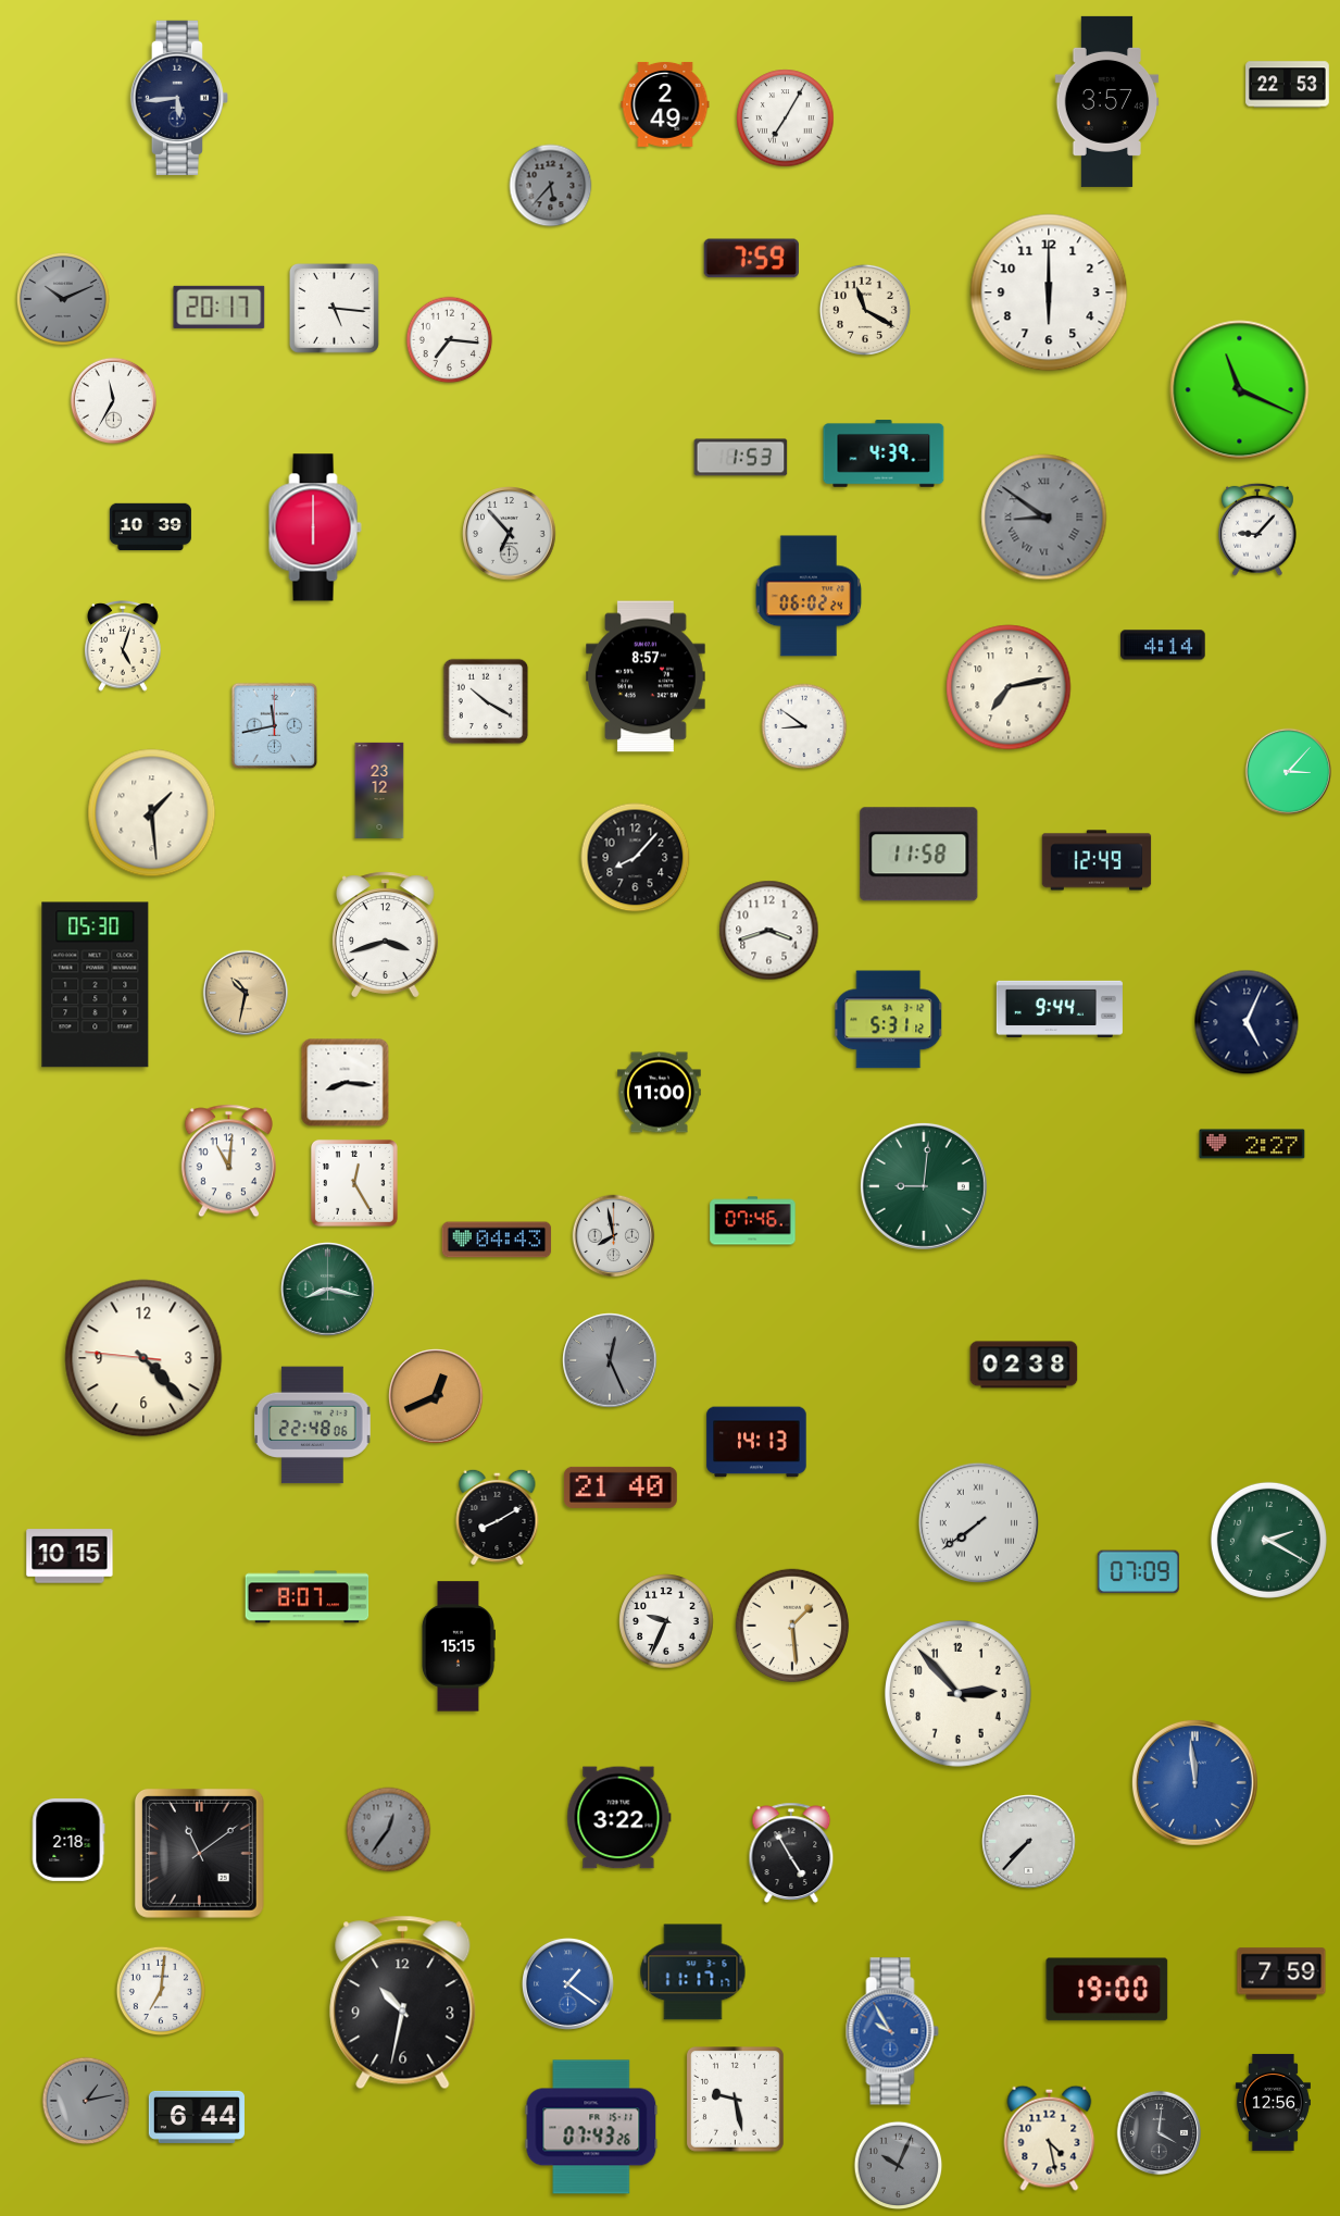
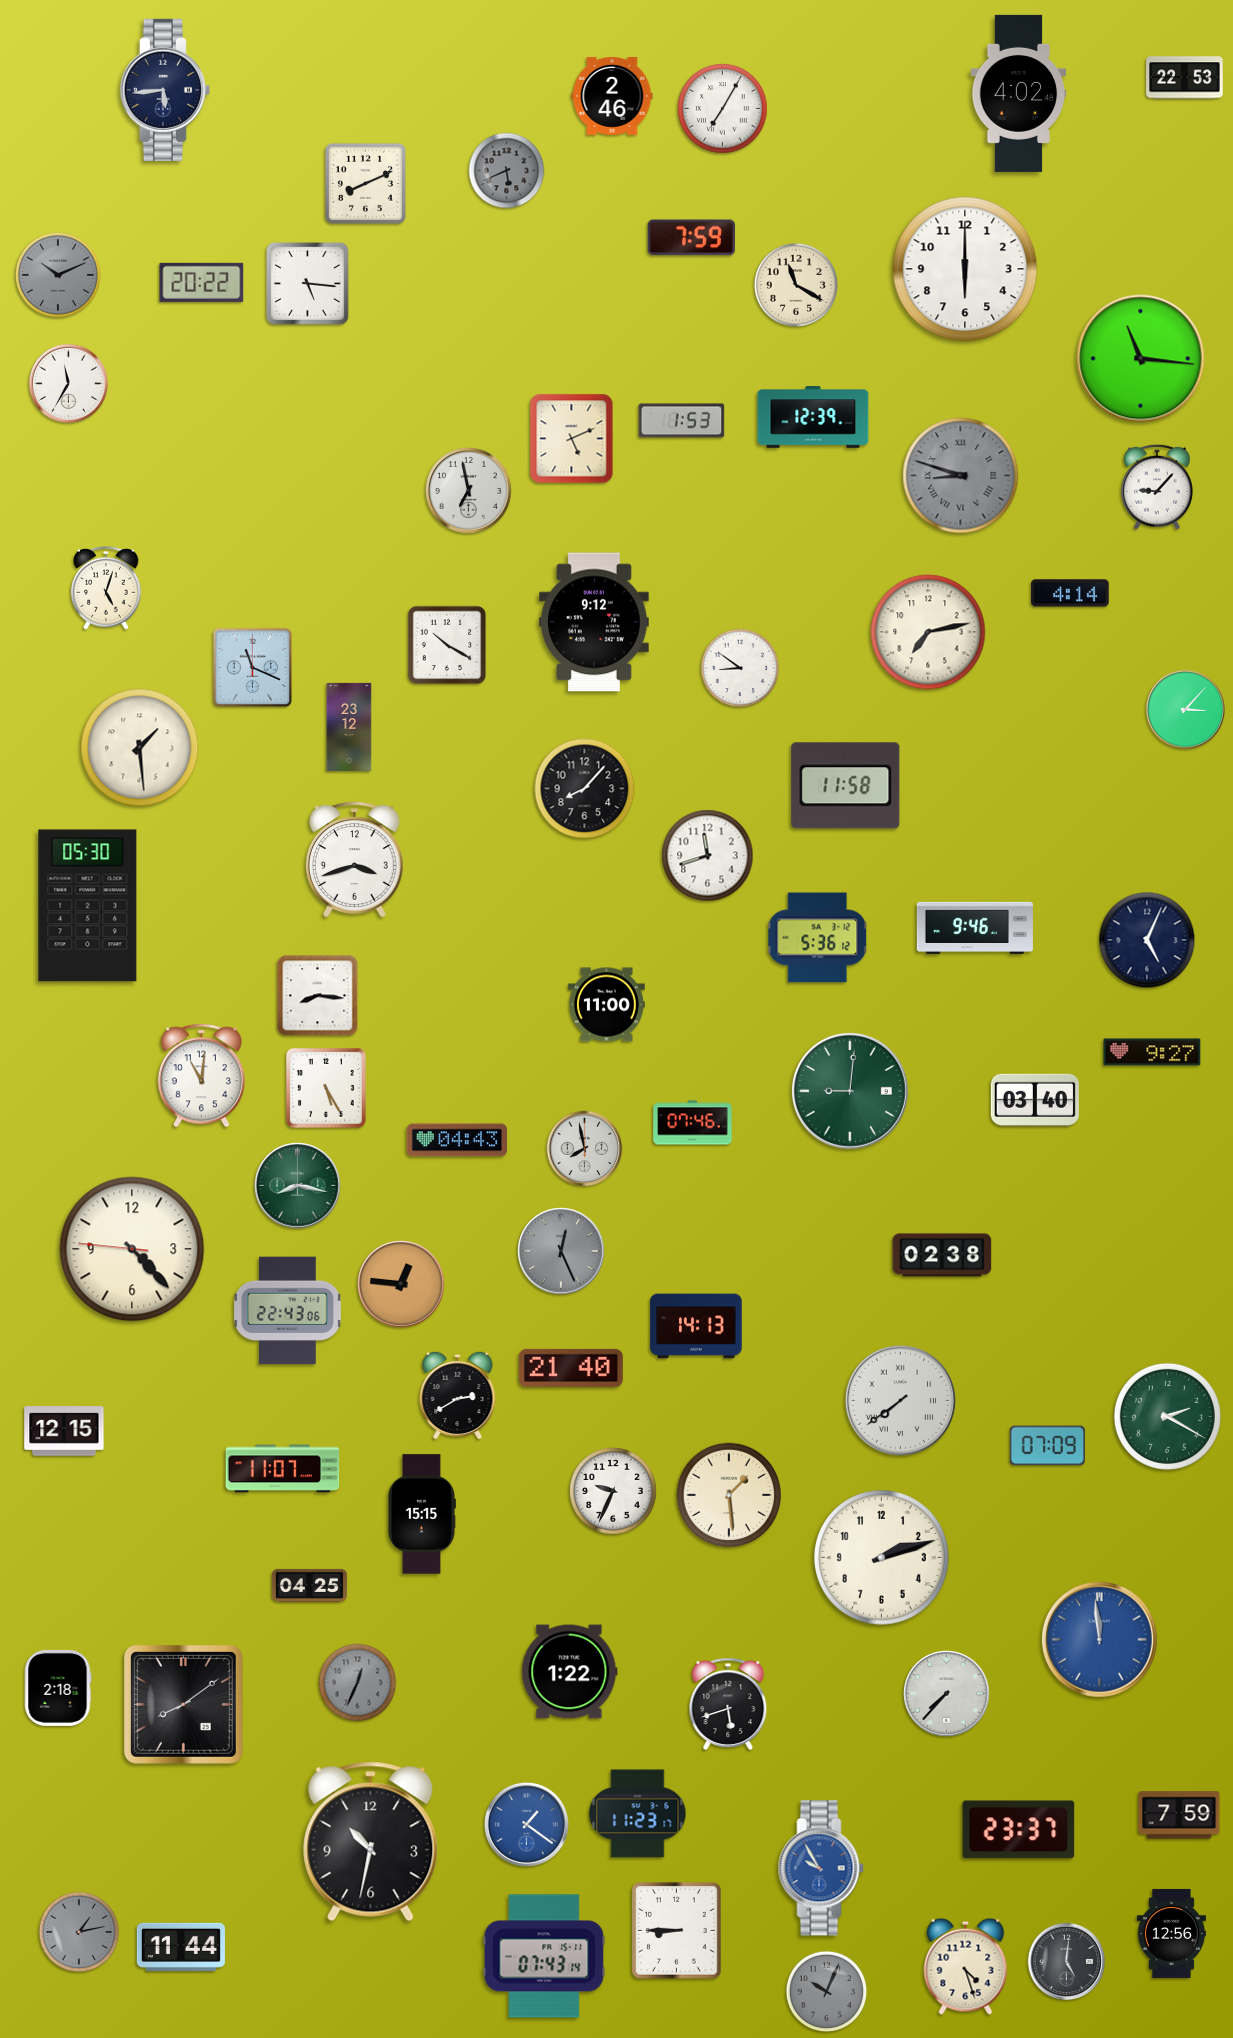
clock at (1107, 101): 3:57 -> 4:02
clock at (665, 104): 2:49 -> 2:46
clock at (551, 186): 5:37 -> 5:41
clock at (365, 183): none -> 8:11
clock at (220, 307): 20:17 -> 20:22
clock at (450, 340): 7:16 -> none
clock at (1240, 390): 11:19 -> 11:16
clock at (113, 400) position: (113, 400) -> (68, 383)
clock at (884, 453): 4:39 -> 12:39
clock at (572, 439): none -> 5:11
clock at (1044, 518): 8:51 -> 8:48
clock at (150, 527): 10:39 -> none
clock at (315, 527): 6:00 -> none
clock at (510, 534): 6:53 -> 6:58
clock at (809, 596): 06:02 -> none
clock at (123, 647) position: (123, 647) -> (106, 589)
clock at (647, 676): 8:57 -> 9:12
clock at (275, 726): 11:43 -> 11:19
clock at (1097, 860): 12:49 -> none
clock at (769, 931): 3:42 -> 11:42
clock at (246, 993): 10:32 -> none
clock at (1060, 1009): 9:44 -> 9:46
clock at (889, 1020): 5:31 -> 5:36
clock at (1252, 1144): 2:27 -> 9:27
clock at (228, 1161) position: (228, 1161) -> (201, 1076)
clock at (354, 1183): 12:25 -> 5:25
clock at (1035, 1100): none -> 03:40
clock at (614, 1236) position: (614, 1236) -> (585, 1149)
clock at (328, 1290) position: (328, 1290) -> (298, 1186)
clock at (436, 1396): 12:41 -> 12:46
clock at (313, 1426): 22:48 -> 22:43
clock at (498, 1517): 8:10 -> 2:40
clock at (70, 1556): 10:15 -> 12:15
clock at (308, 1597): 8:07 -> 11:07
clock at (959, 1694): 2:53 -> 2:12
clock at (309, 1585): none -> 04:25
clock at (619, 1818): 3:22 -> 1:22
clock at (389, 1830): 12:36 -> 12:34
clock at (68, 1840) position: (68, 1840) -> (58, 1688)
clock at (199, 1853): 11:09 -> 8:09
clock at (791, 1853): 4:55 -> 5:42
clock at (693, 1972): 11:17 -> 11:23
clock at (568, 1984) position: (568, 1984) -> (527, 1825)
clock at (160, 1990): 7:01 -> none
clock at (1107, 1990): 19:00 -> 23:37
clock at (736, 2100): 9:28 -> 8:45
clock at (197, 2117): 6:44 -> 11:44
clock at (591, 2127): 07:43:26 -> 07:43:14
clock at (1160, 2133): 4:01 -> 5:01
clock at (1050, 2138): 4:28 -> 4:27
